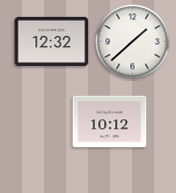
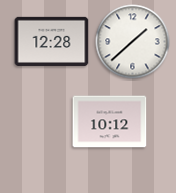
clock at (52, 41): 12:32 -> 12:28
